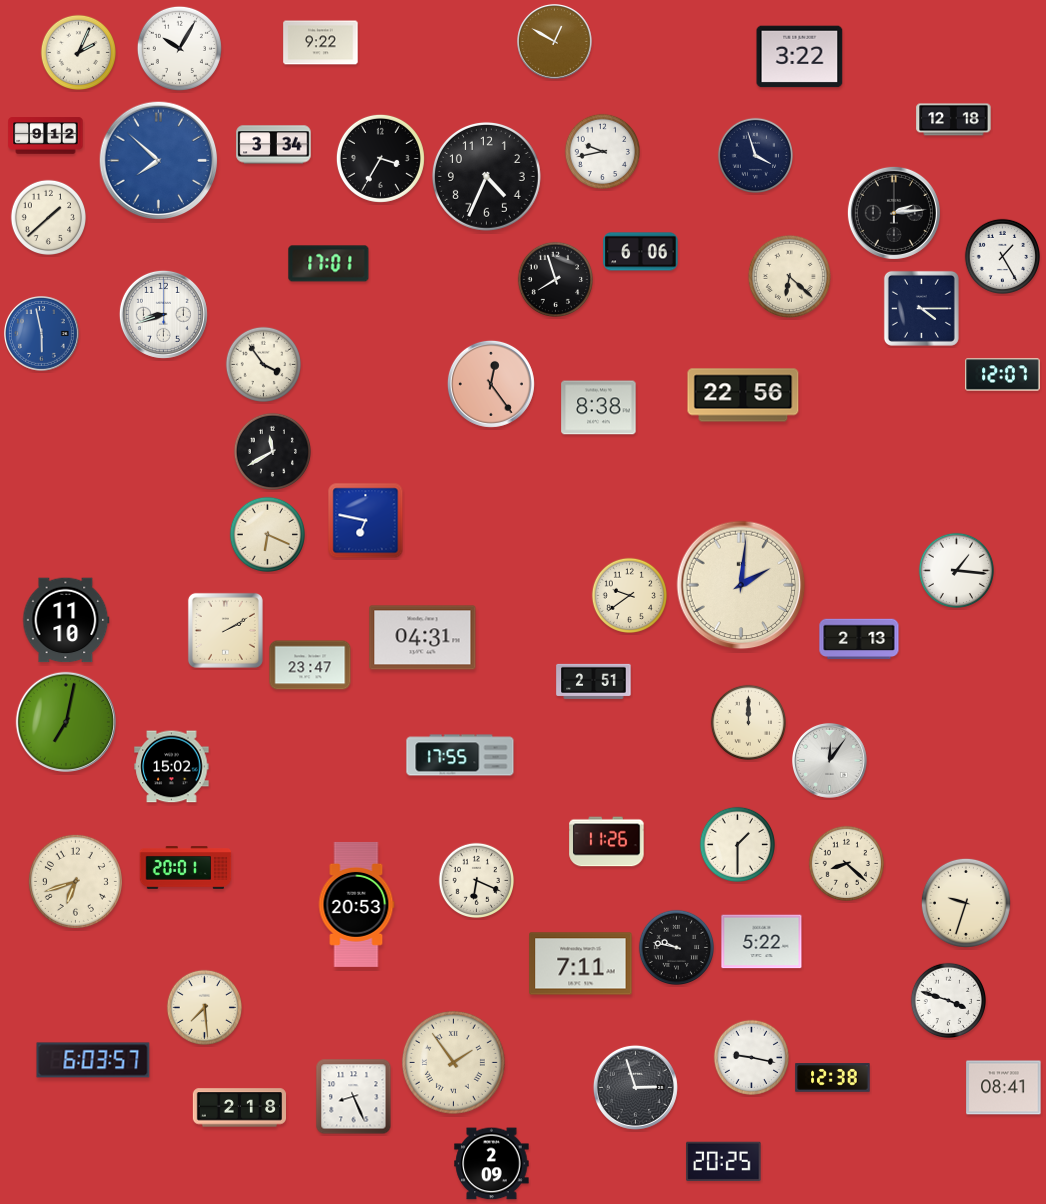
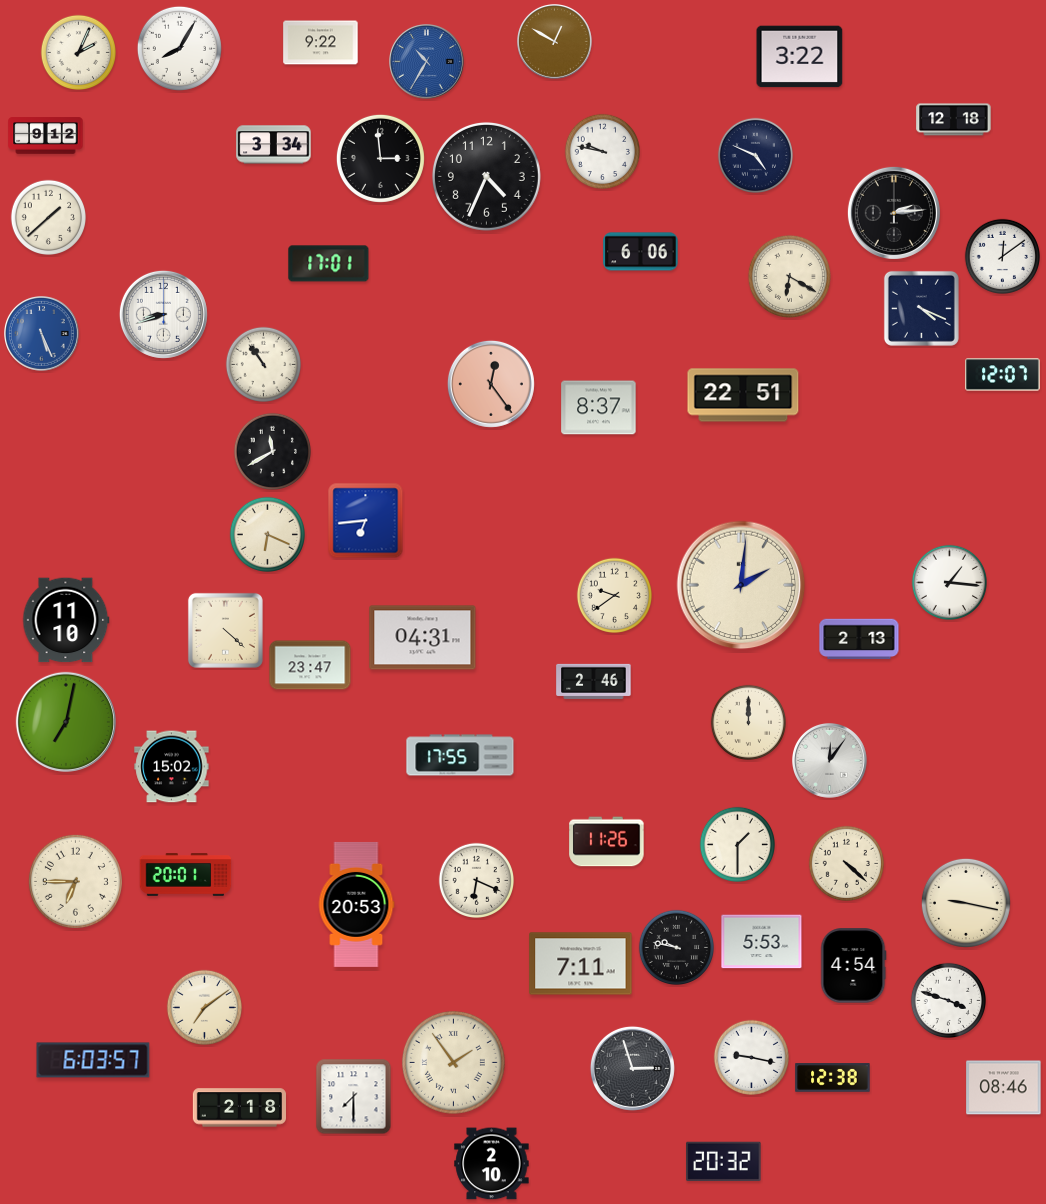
clock at (179, 48): 10:05 -> 8:05
clock at (427, 62): none -> 10:35
clock at (602, 151): 9:43 -> 9:47
clock at (755, 155): 3:57 -> 4:49
clock at (380, 158): 3:35 -> 2:59
clock at (159, 161): 7:52 -> none
clock at (1002, 256): 1:25 -> 12:09
clock at (789, 276): 6:22 -> 6:20
clock at (555, 279): 7:57 -> none
clock at (921, 308): 4:15 -> 4:19
clock at (42, 334): 5:58 -> 5:26
clock at (263, 364): 3:54 -> 10:54
clock at (743, 395): 22:56 -> 22:51
clock at (599, 408): 8:38 -> 8:37
clock at (366, 521): 6:47 -> 6:44
clock at (956, 570) position: (956, 570) -> (949, 582)
clock at (629, 595) position: (629, 595) -> (614, 595)
clock at (225, 630): 2:10 -> 4:22
clock at (594, 681): 2:51 -> 2:46
clock at (846, 863): 8:22 -> 4:22
clock at (186, 868) position: (186, 868) -> (186, 875)
clock at (75, 881): 6:42 -> 6:45
clock at (966, 903): 9:33 -> 9:17
clock at (762, 942): 5:22 -> 5:53
clock at (854, 966): none -> 4:54
clock at (204, 1007): 7:29 -> 7:09
clock at (635, 1087) position: (635, 1087) -> (632, 1068)
clock at (1004, 1088): 08:41 -> 08:46
clock at (354, 1097): 8:26 -> 7:30
clock at (724, 1161): 20:25 -> 20:32
clock at (492, 1164): 2:09 -> 2:10
